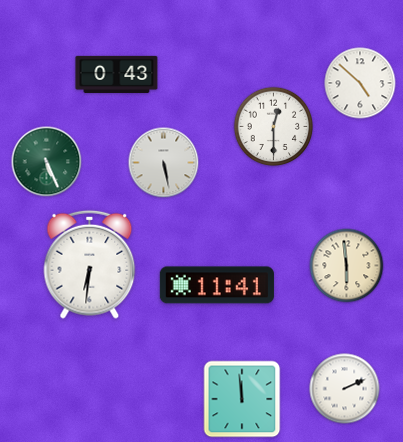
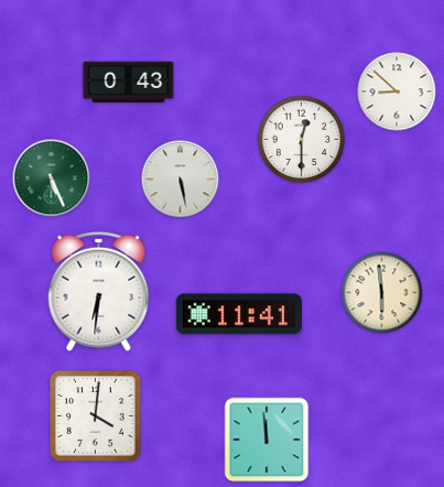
clock at (360, 83): 4:52 -> 8:52
clock at (96, 416): none -> 4:01
clock at (345, 389): 2:11 -> none
